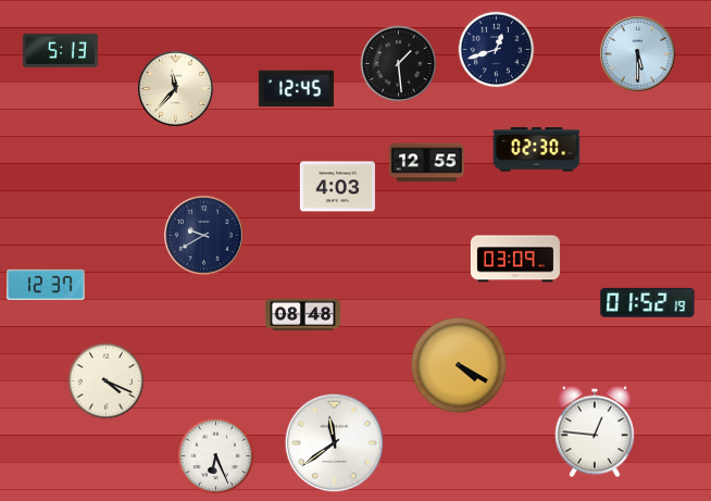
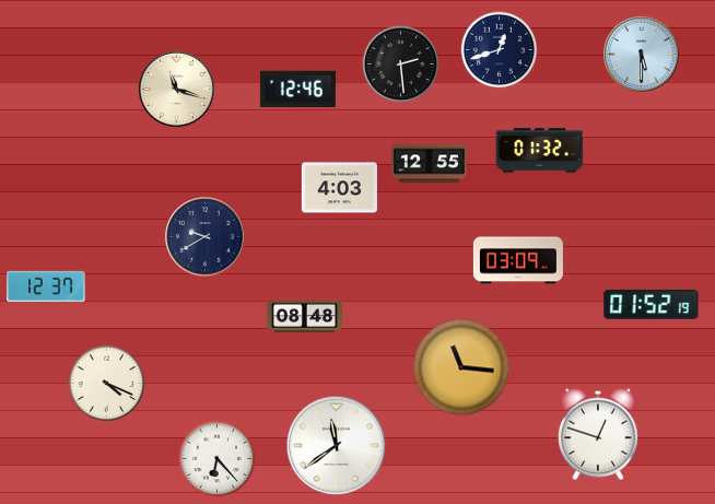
clock at (60, 50): 5:13 -> none
clock at (399, 64): 1:29 -> 2:29
clock at (175, 88): 11:37 -> 11:18
clock at (296, 89): 12:45 -> 12:46
clock at (537, 150): 02:30 -> 01:32
clock at (459, 365): 4:20 -> 11:16
clock at (595, 431): 12:46 -> 12:48
clock at (216, 456): 6:26 -> 6:23
